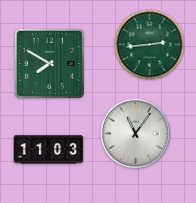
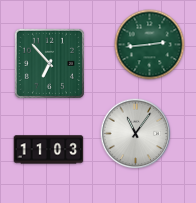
clock at (49, 63): 7:50 -> 6:53
